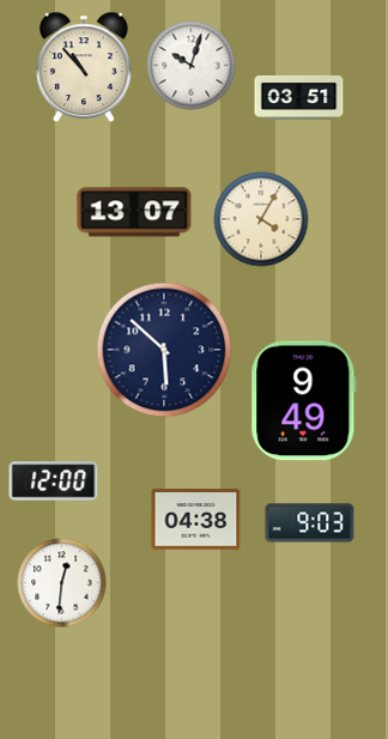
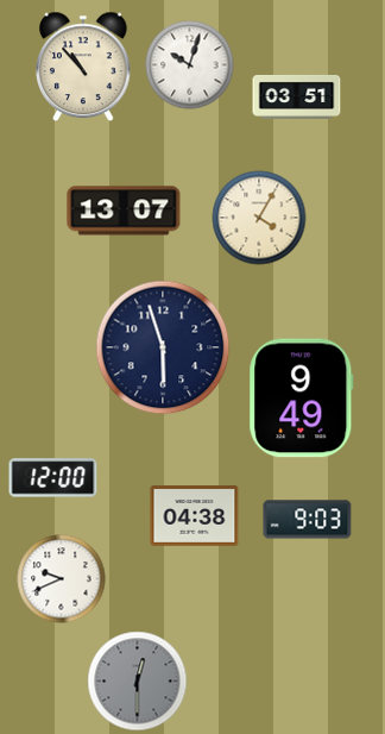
clock at (134, 212) position: (134, 212) -> (124, 211)
clock at (164, 350): 5:52 -> 5:57
clock at (62, 583): 12:31 -> 9:41
clock at (138, 682): none -> 12:30
